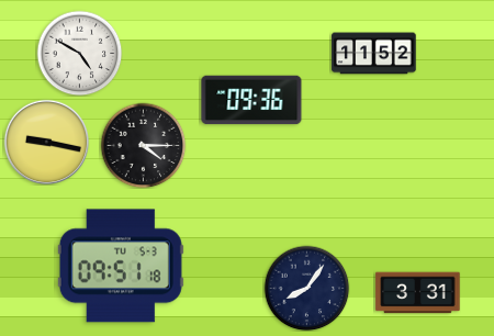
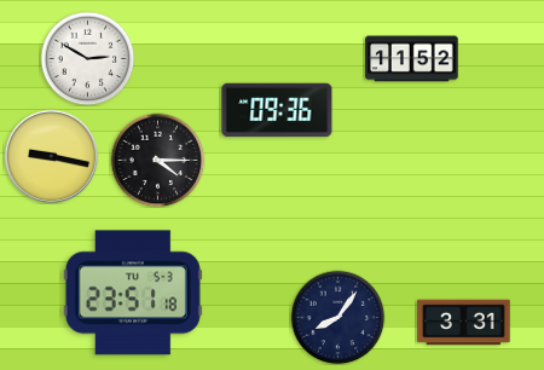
clock at (79, 53): 4:50 -> 2:50
clock at (121, 266): 09:51 -> 23:51
clock at (418, 293) position: (418, 293) -> (464, 323)
